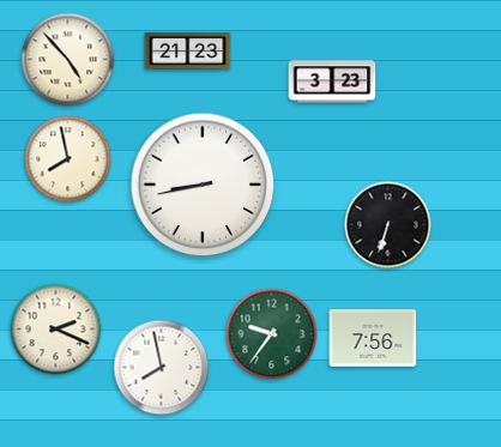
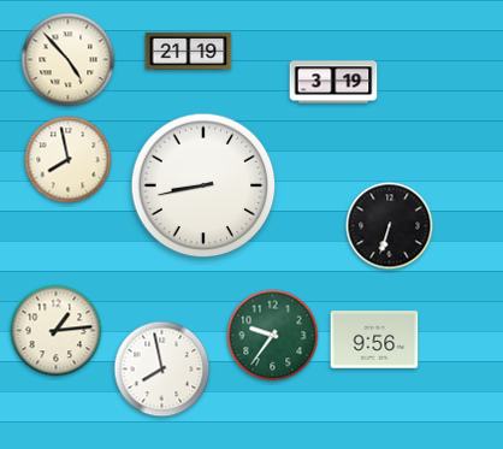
clock at (188, 50): 21:23 -> 21:19
clock at (332, 81): 3:23 -> 3:19
clock at (56, 330): 2:19 -> 1:14
clock at (373, 338): 7:56 -> 9:56
